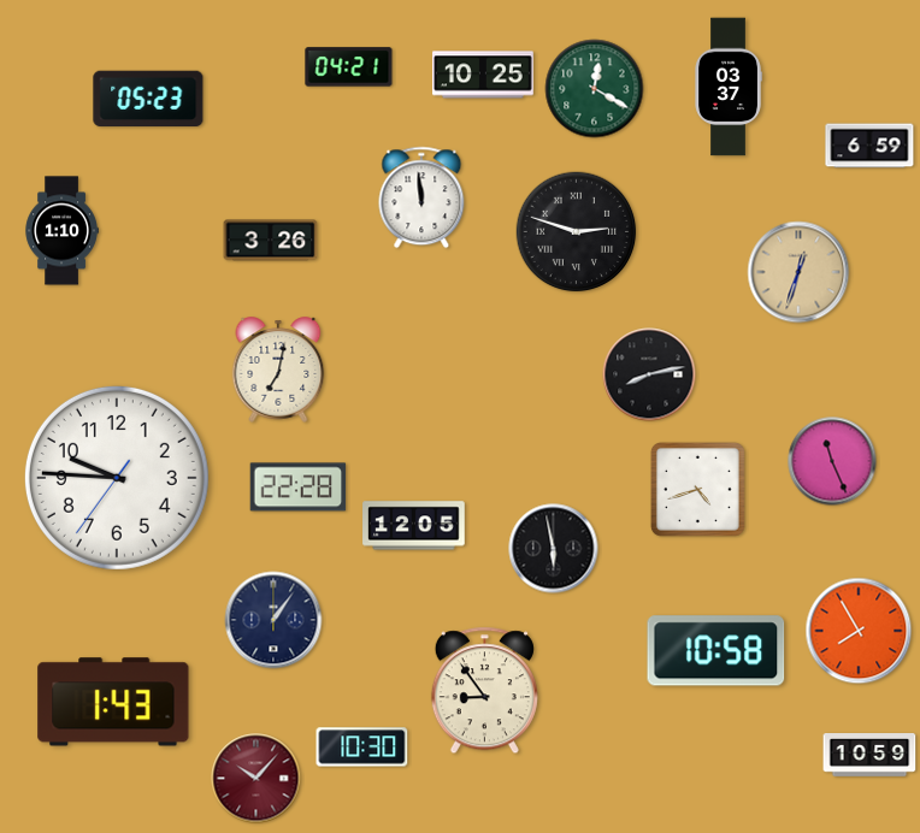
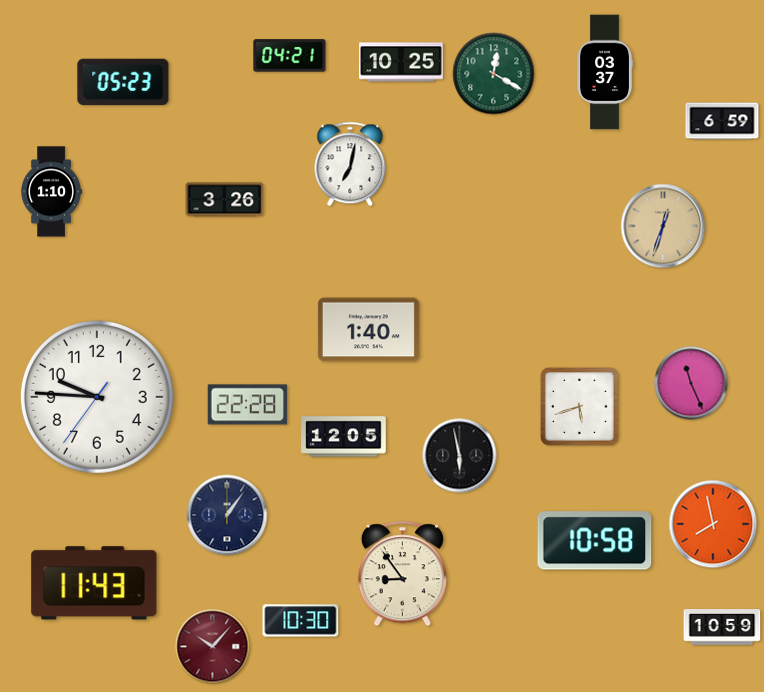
clock at (421, 197): 11:59 -> 7:02
clock at (577, 232): 2:48 -> none
clock at (278, 370): 7:02 -> none
clock at (649, 374): 8:13 -> none
clock at (368, 330): none -> 1:40
clock at (697, 489): 4:42 -> 5:42
clock at (859, 631): 7:55 -> 7:58
clock at (113, 702): 1:43 -> 11:43
